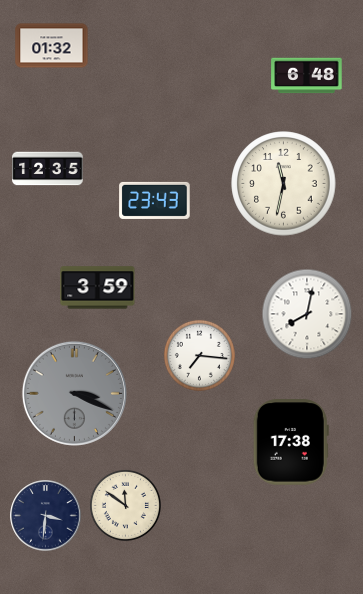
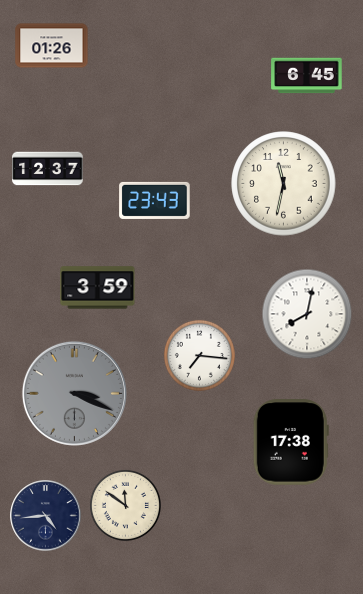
clock at (52, 46): 01:32 -> 01:26
clock at (307, 76): 6:48 -> 6:45
clock at (48, 169): 12:35 -> 12:37
clock at (46, 516): 3:31 -> 4:44
